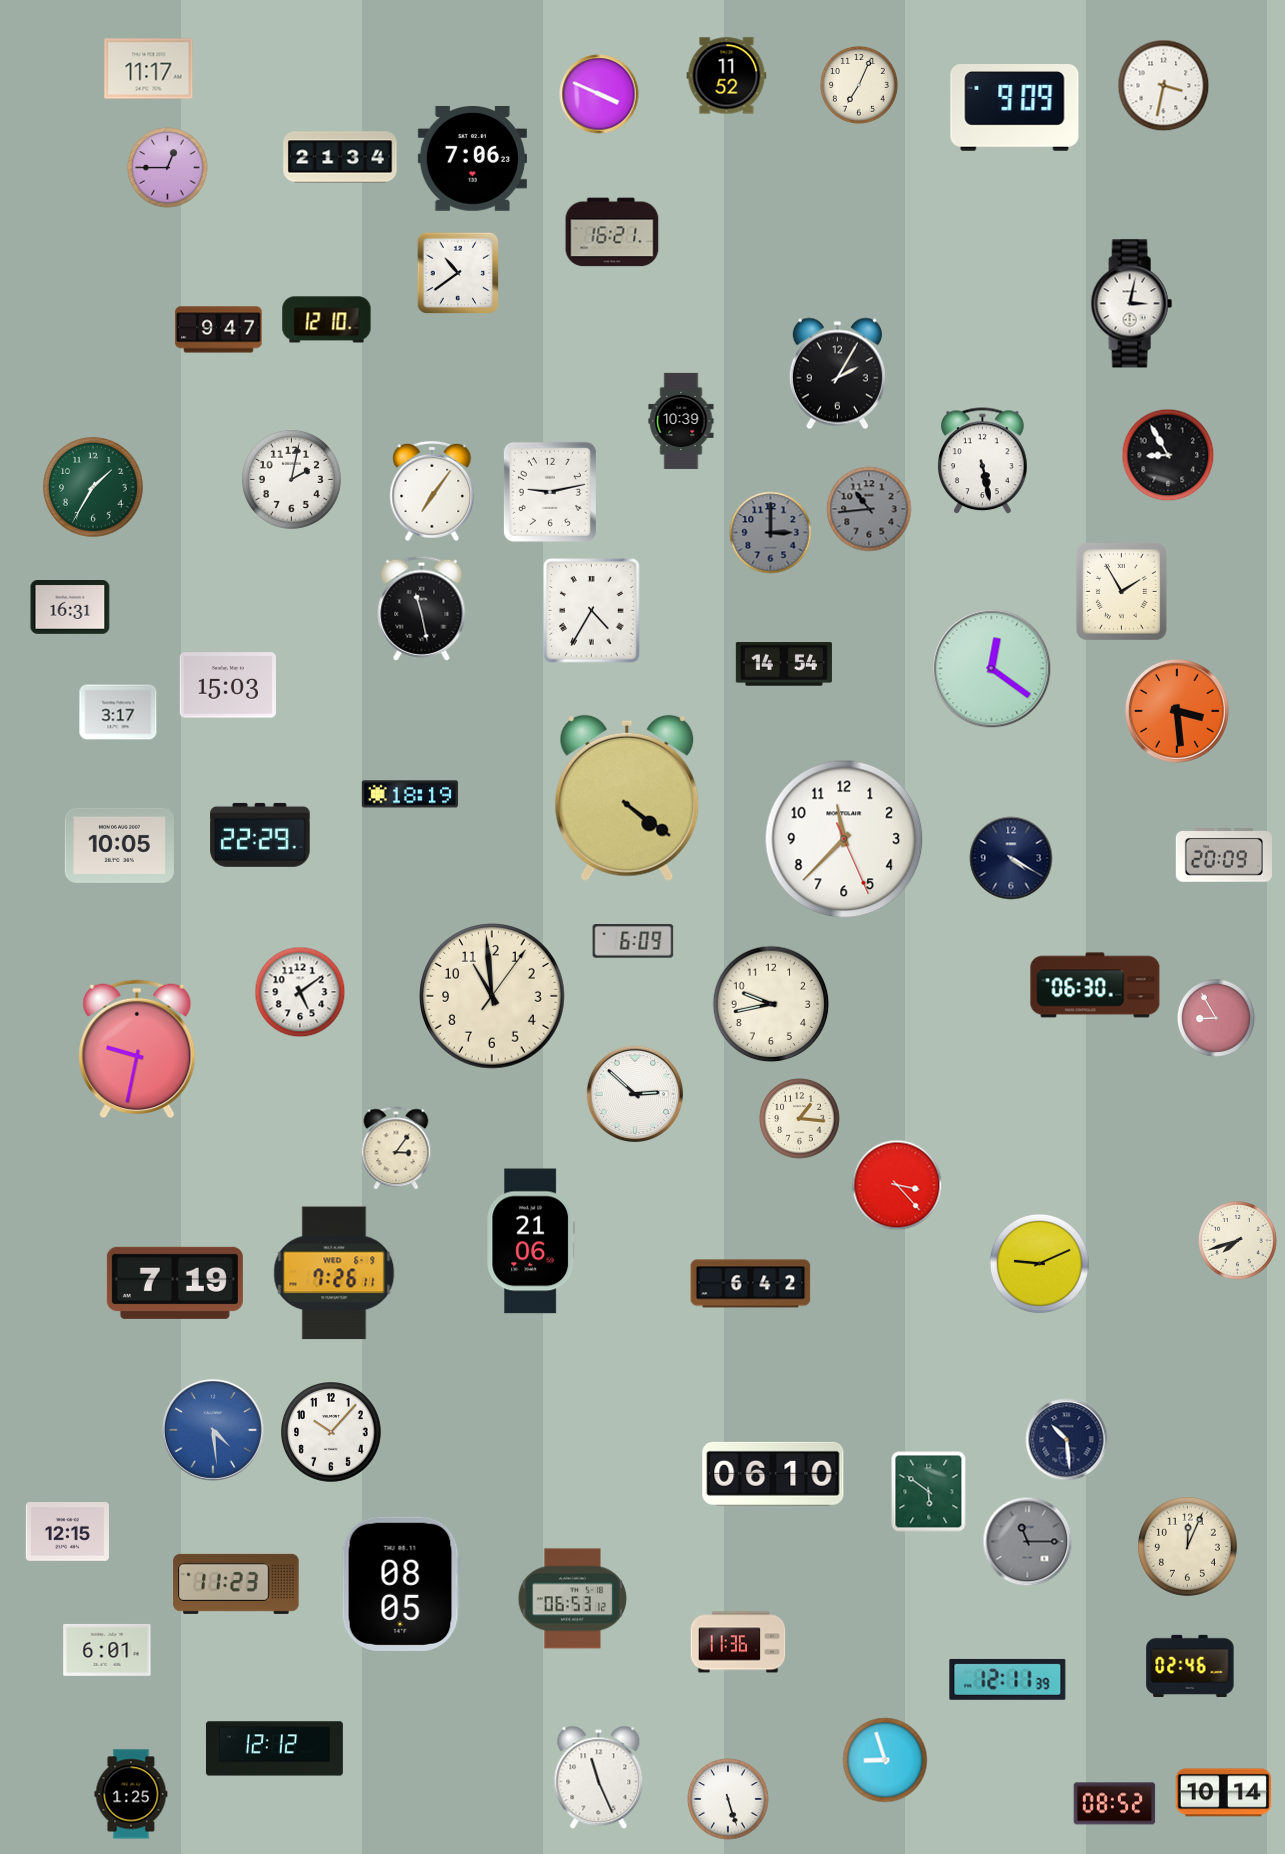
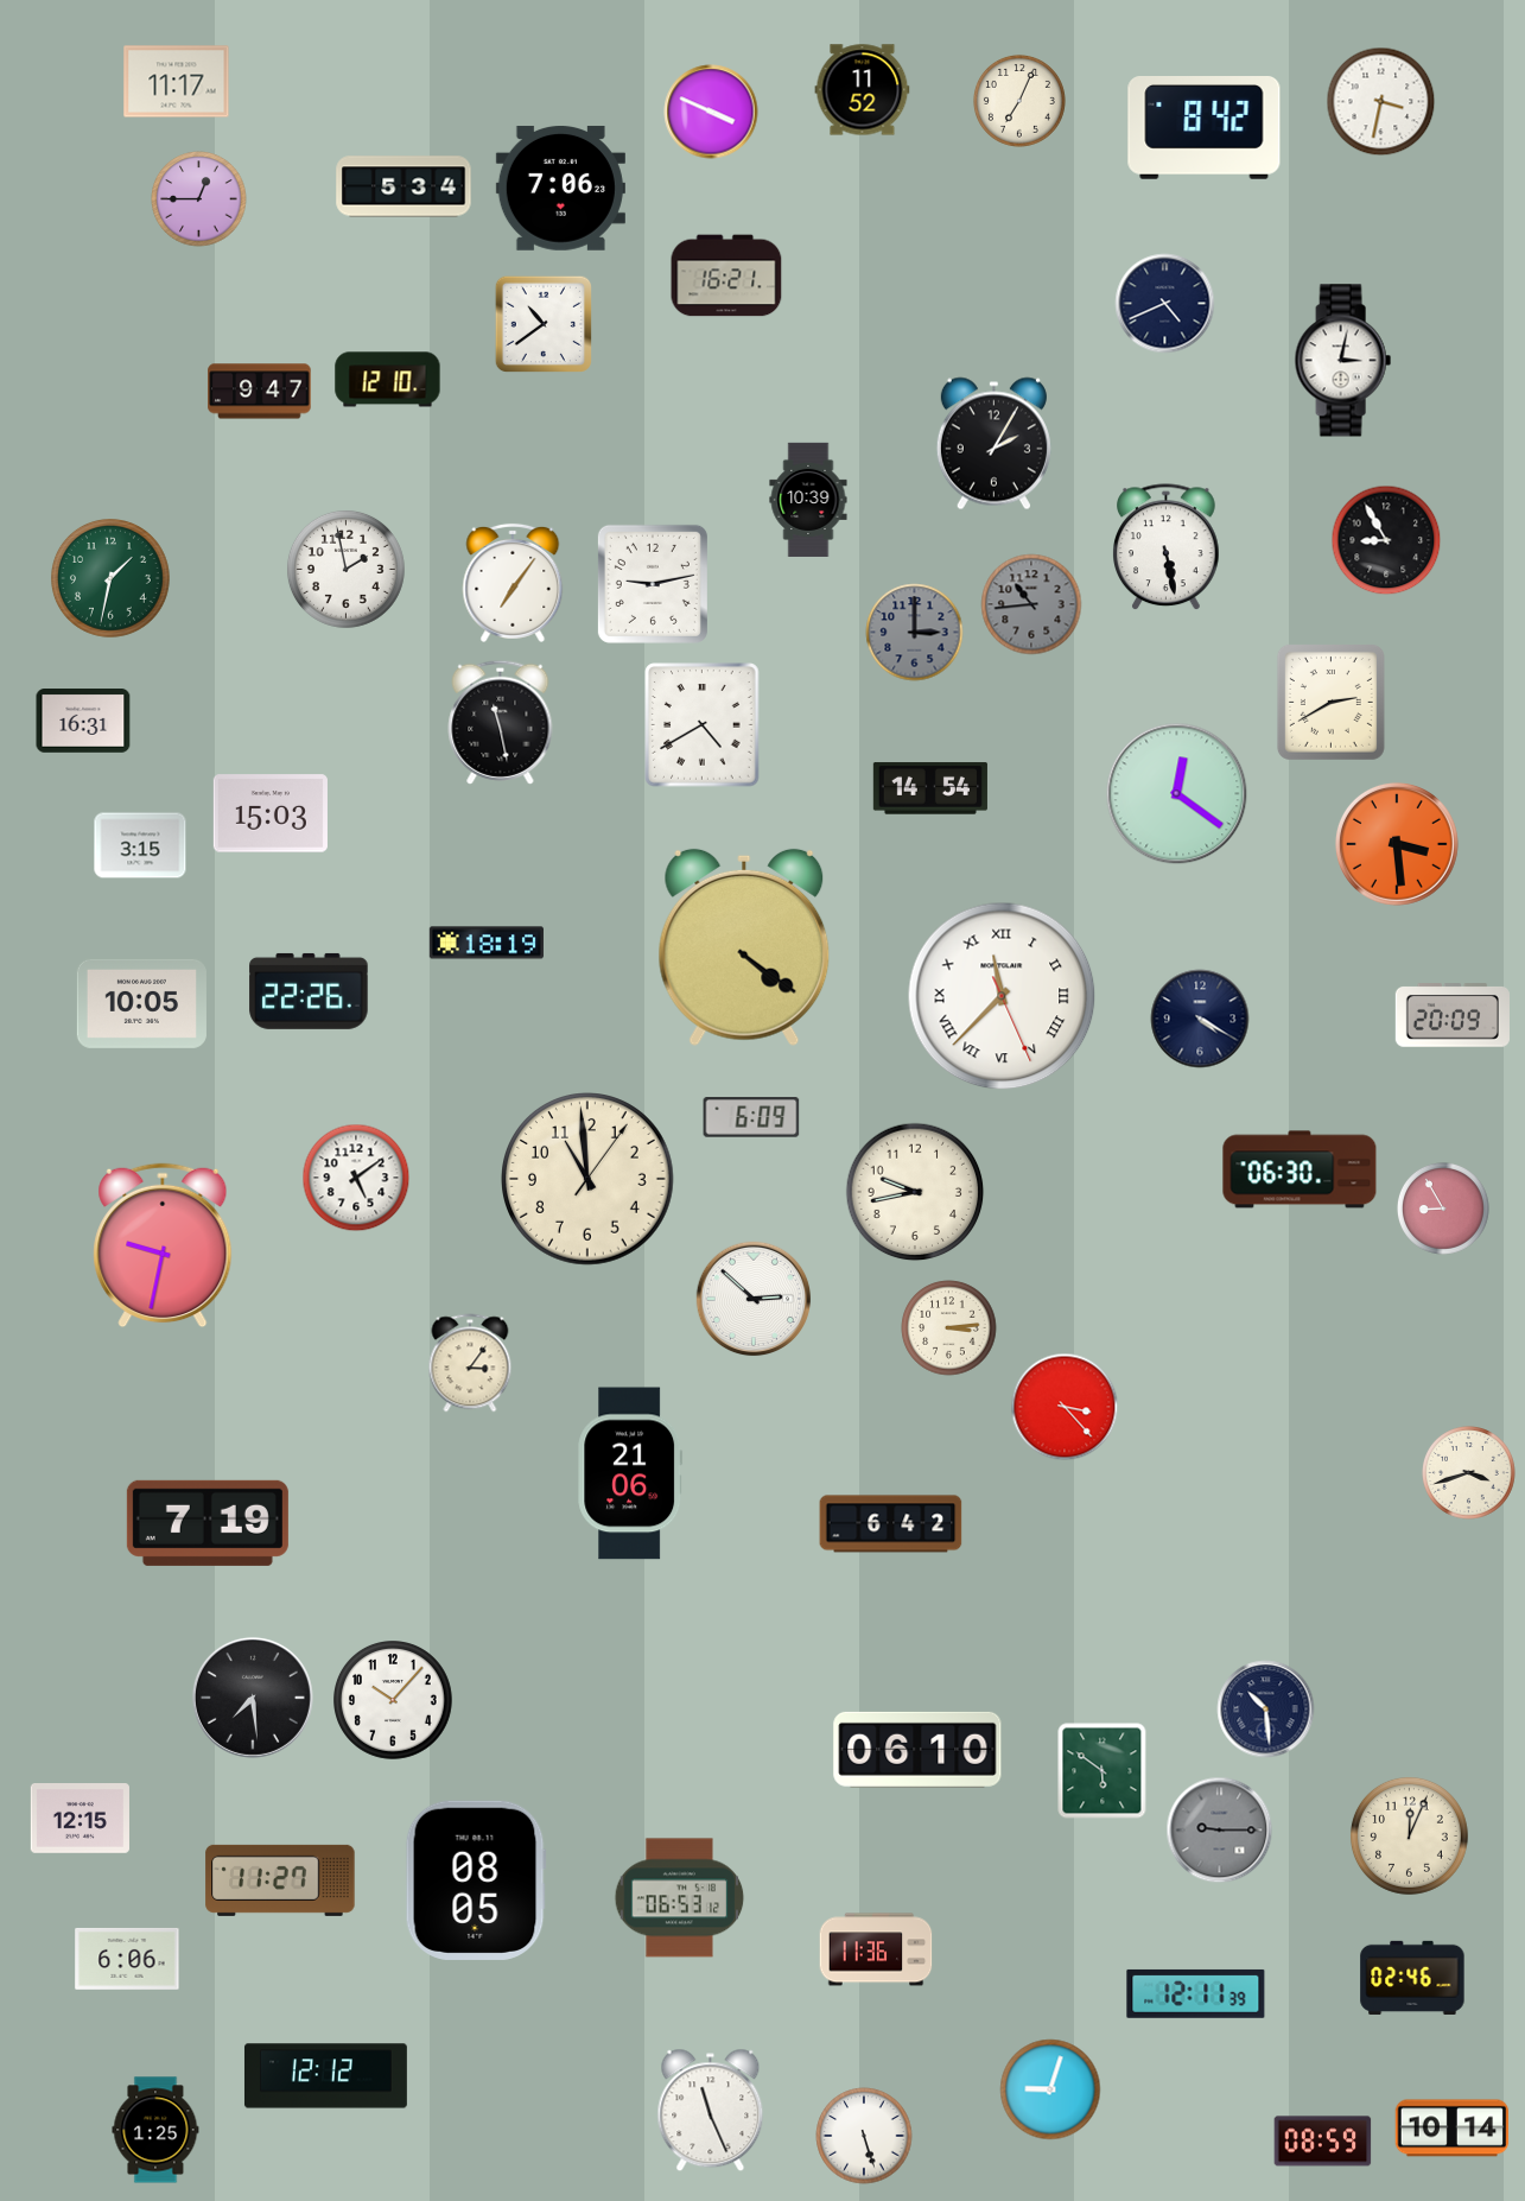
clock at (1015, 108): 9:09 -> 8:42
clock at (340, 157): 21:34 -> 5:34
clock at (1165, 304): none -> 4:41
clock at (291, 479): 2:02 -> 1:58
clock at (94, 488): 1:35 -> 1:32
clock at (1121, 591): 1:55 -> 2:40
clock at (592, 611): 4:35 -> 4:40
clock at (118, 712): 3:17 -> 3:15
clock at (260, 835): 22:29 -> 22:26
clock at (844, 839) numerals: Arabic -> Roman
clock at (492, 996) position: (492, 996) -> (587, 1179)
clock at (800, 1119): 1:16 -> 3:14
clock at (1238, 1241): 7:42 -> 3:42
clock at (1039, 1263): 9:11 -> none
clock at (334, 1273): 7:26 -> none
clock at (213, 1430): 4:29 -> 7:29
clock at (213, 1430) dial: blue -> black
clock at (1028, 1542): 11:15 -> 9:15
clock at (236, 1584): 11:23 -> 11:27
clock at (107, 1650): 6:01 -> 6:06
clock at (885, 1760): 8:57 -> 9:03
clock at (1115, 1804): 08:52 -> 08:59
